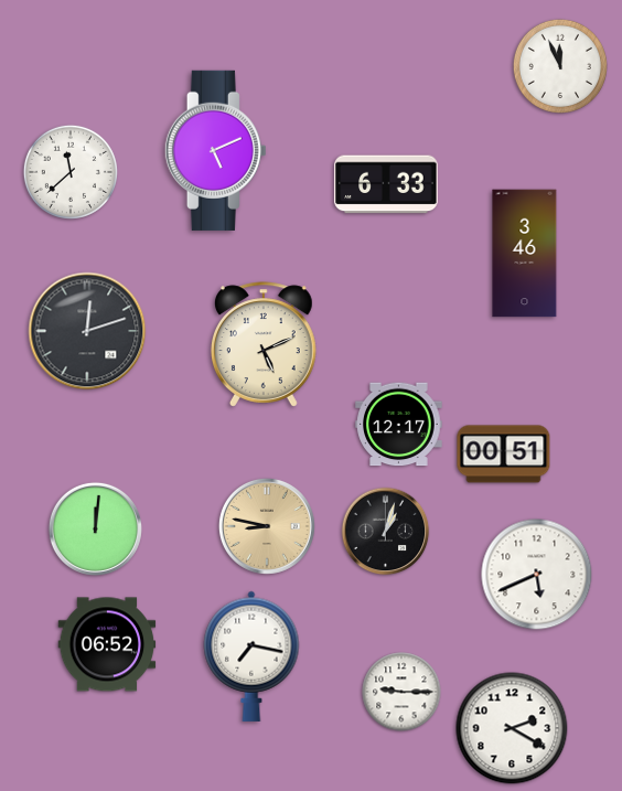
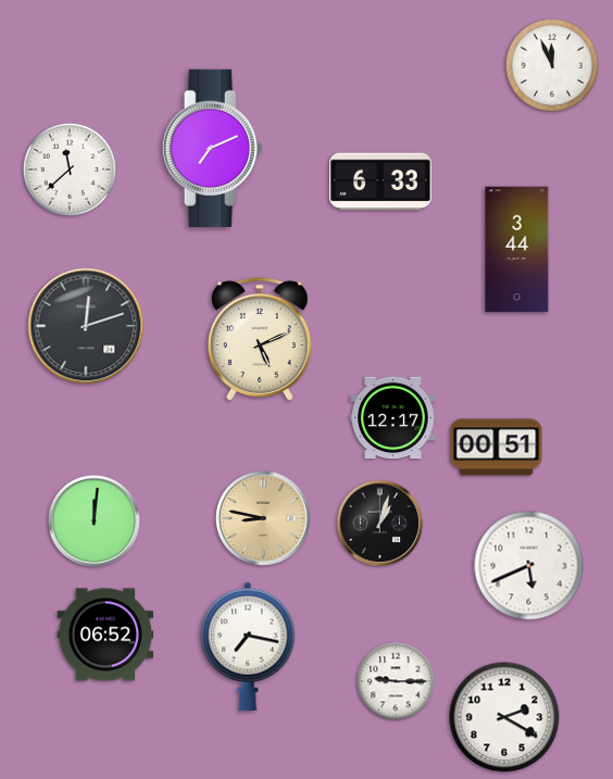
clock at (215, 150): 5:11 -> 7:11
clock at (525, 254): 3:46 -> 3:44
